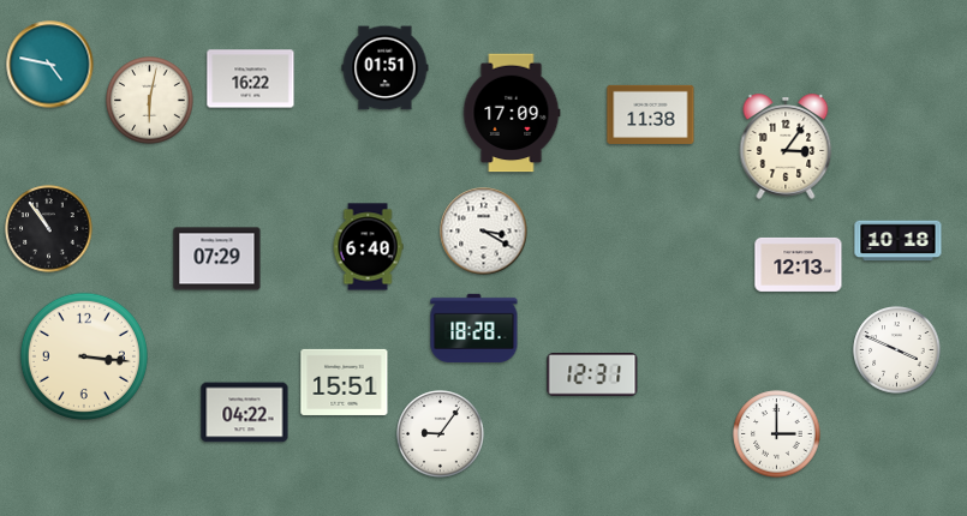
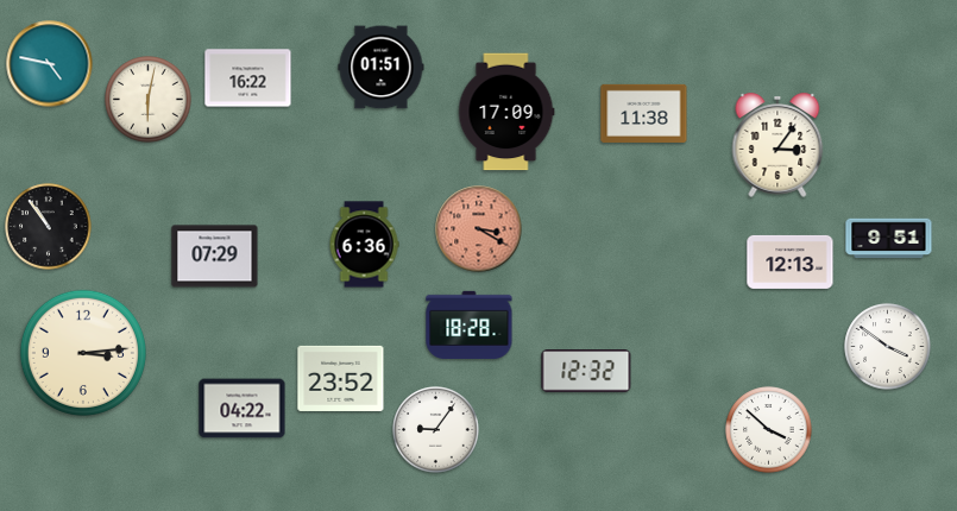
clock at (484, 232) dial: white -> salmon
clock at (899, 241): 10:18 -> 9:51
clock at (368, 247): 6:40 -> 6:36
clock at (897, 350): 3:49 -> 3:51
clock at (84, 356): 3:16 -> 3:14
clock at (592, 374): 12:31 -> 12:32
clock at (345, 382): 15:51 -> 23:52
clock at (777, 434): 3:00 -> 3:52
